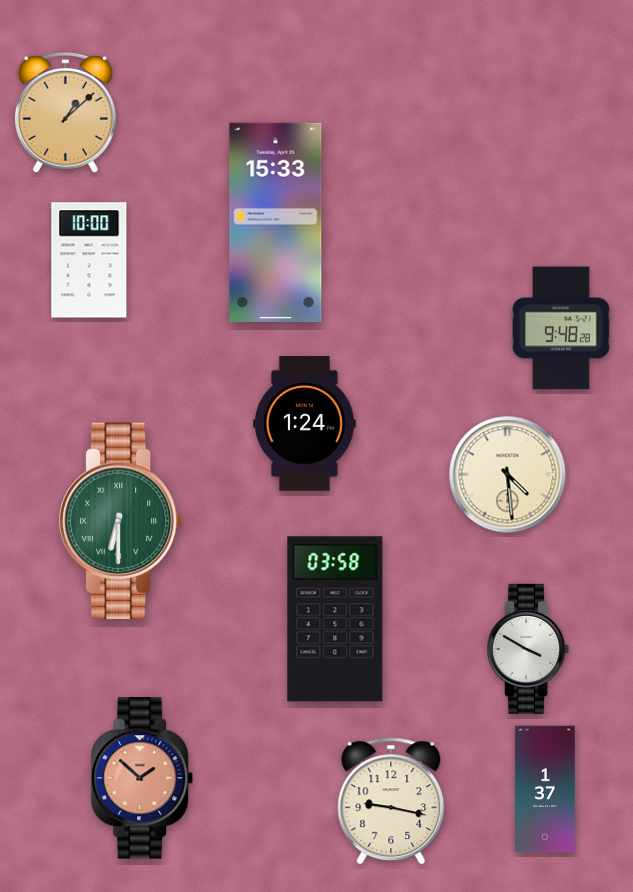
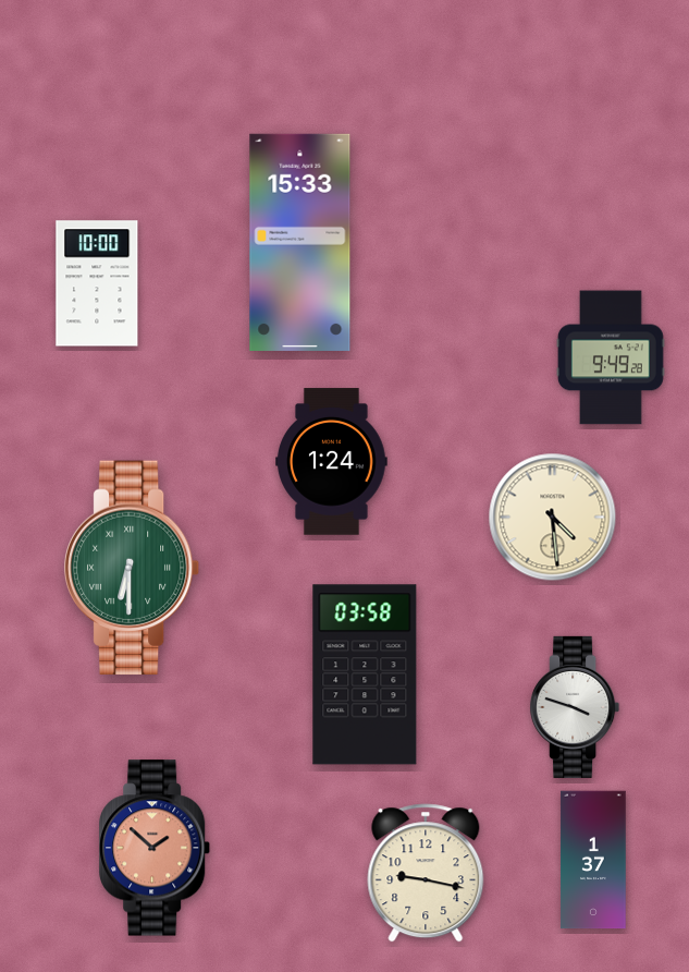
clock at (65, 112): 1:08 -> none
clock at (561, 328): 9:48 -> 9:49
clock at (528, 649): 3:50 -> 3:48
